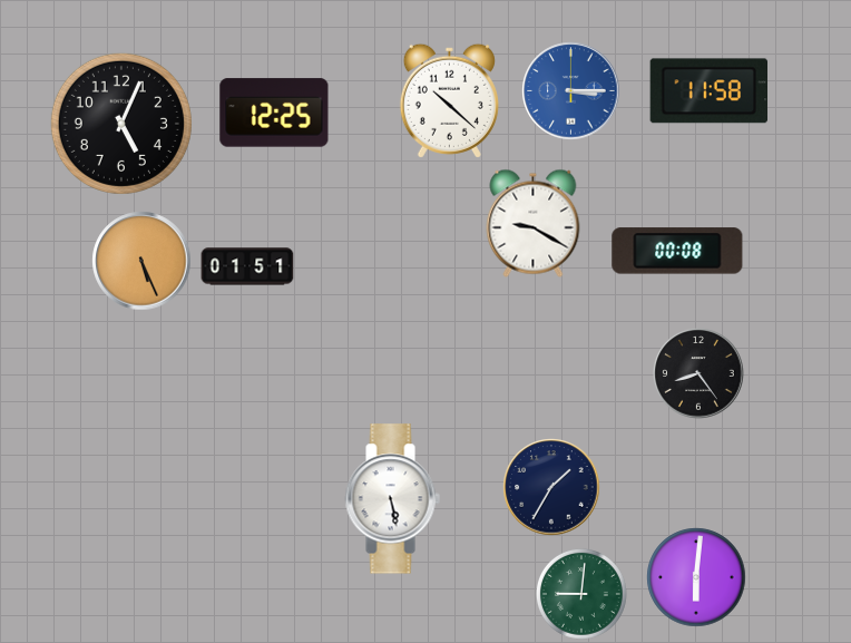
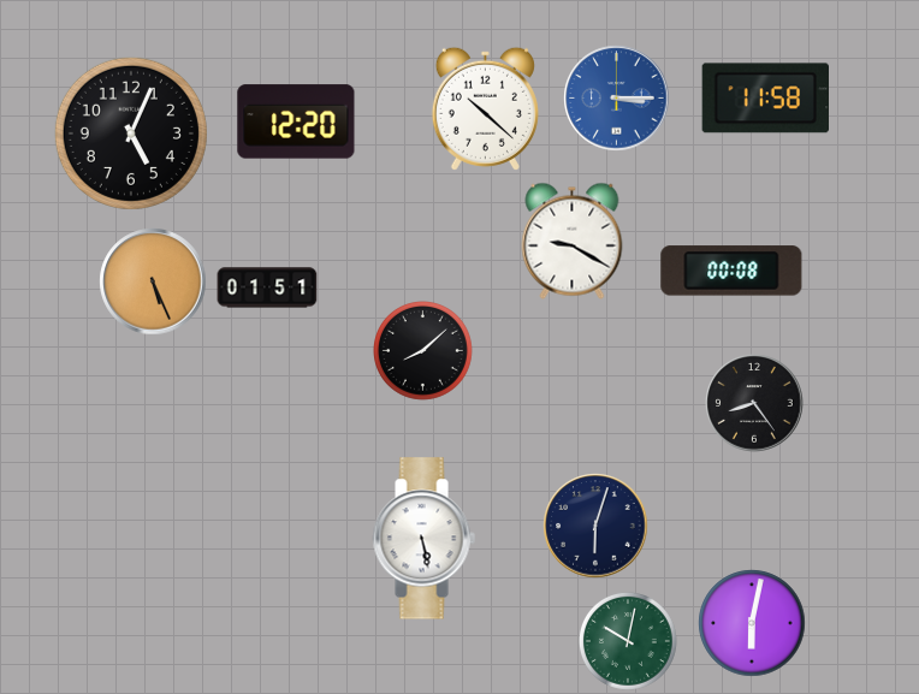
clock at (274, 113): 12:25 -> 12:20
clock at (534, 223) position: (534, 223) -> (573, 241)
clock at (423, 351): none -> 8:08
clock at (551, 487): 1:35 -> 6:03
clock at (696, 577): 6:01 -> 6:02
clock at (581, 594): 9:01 -> 10:02
